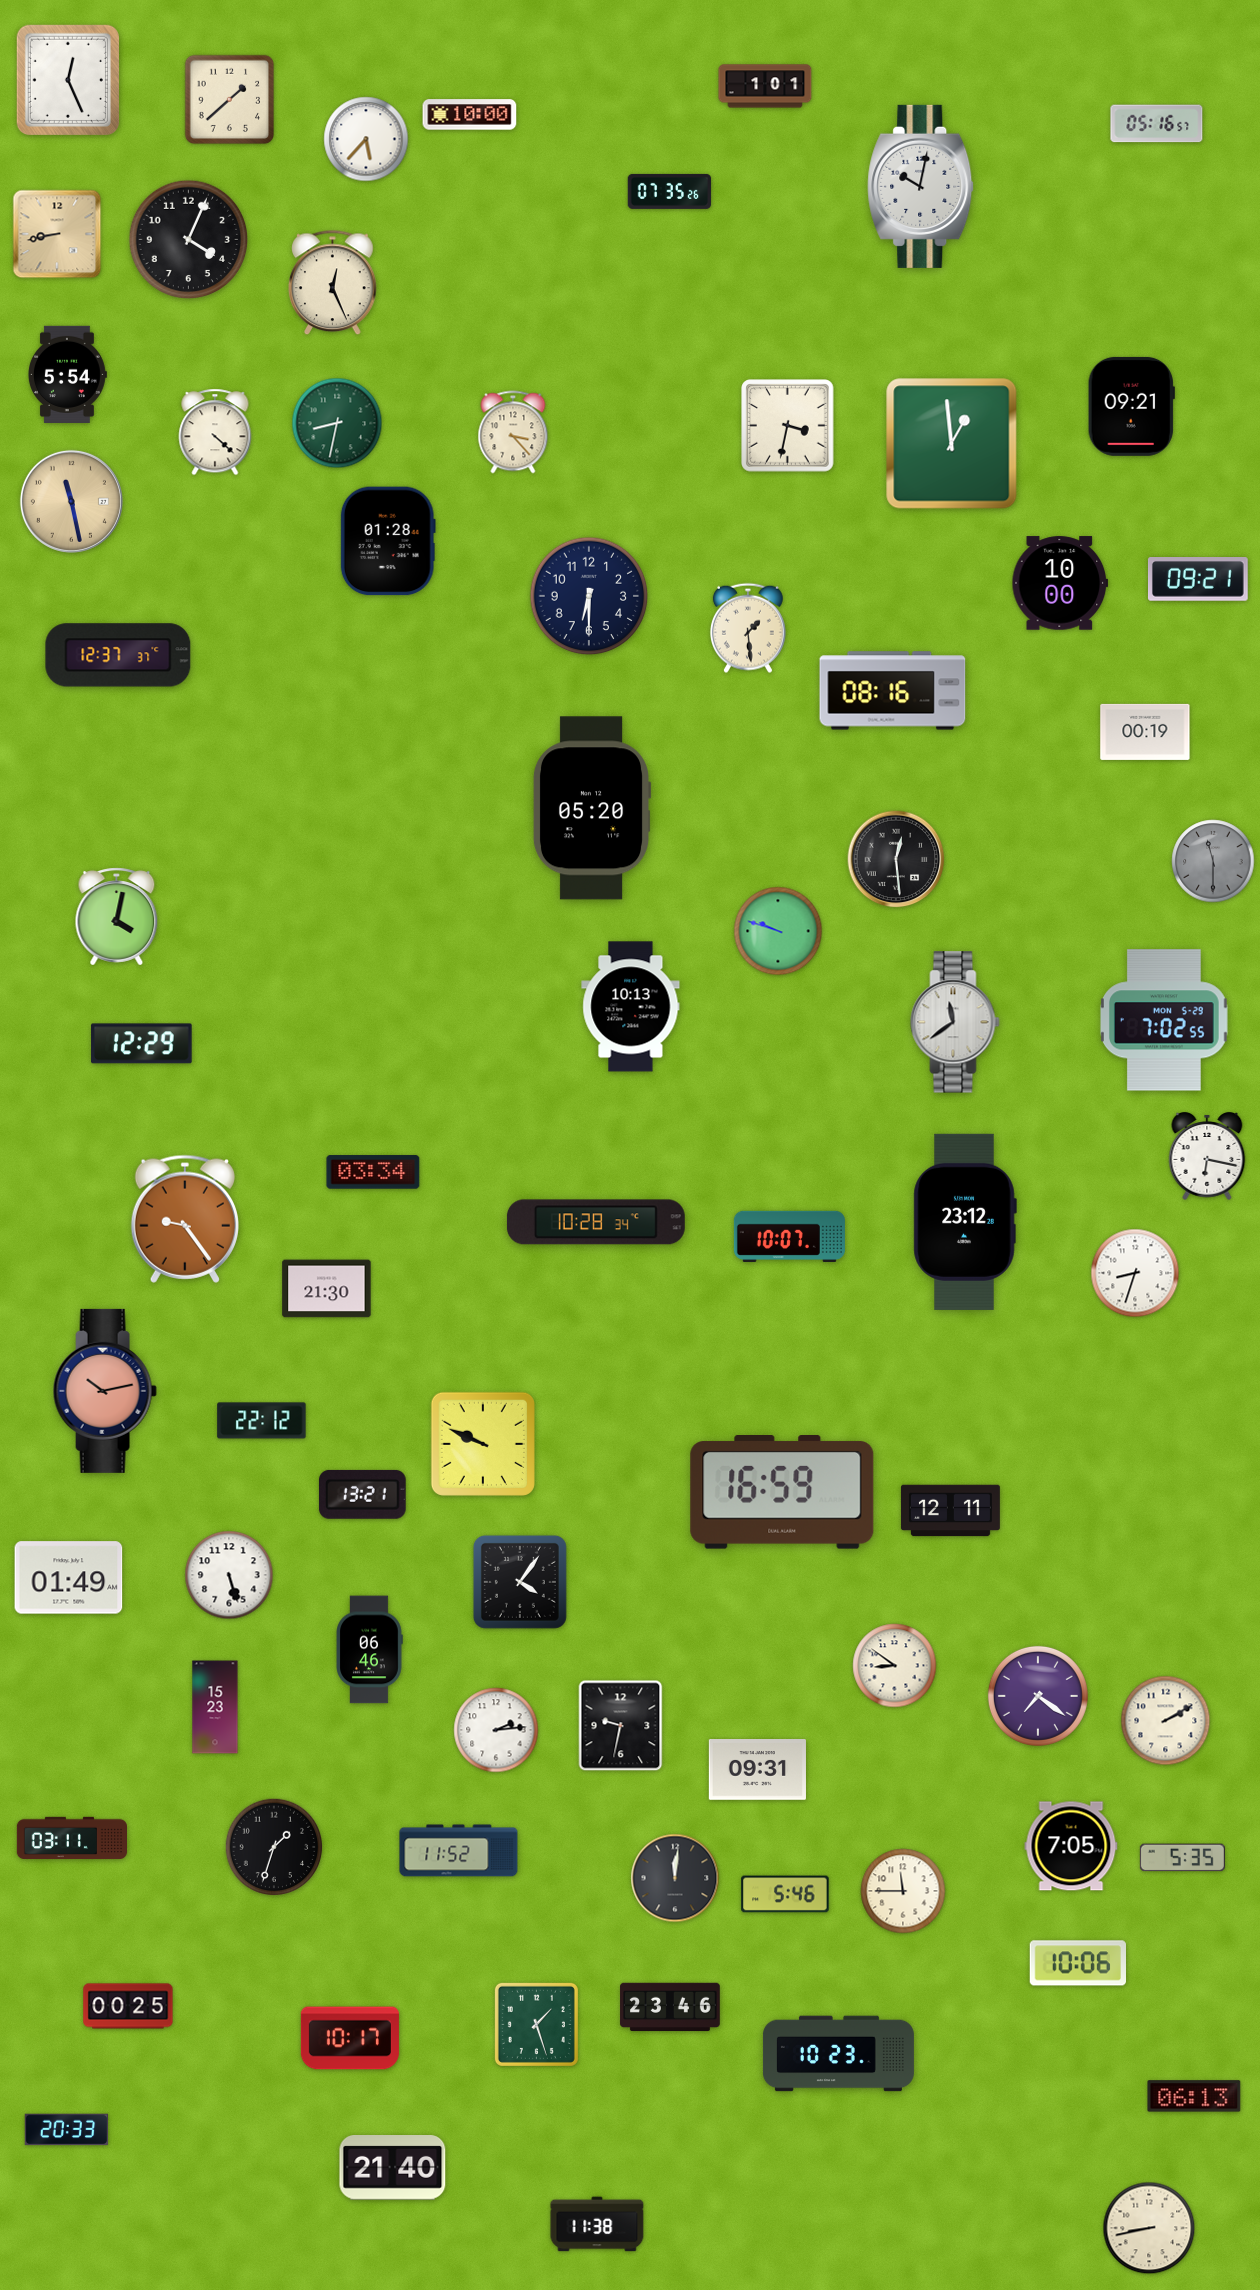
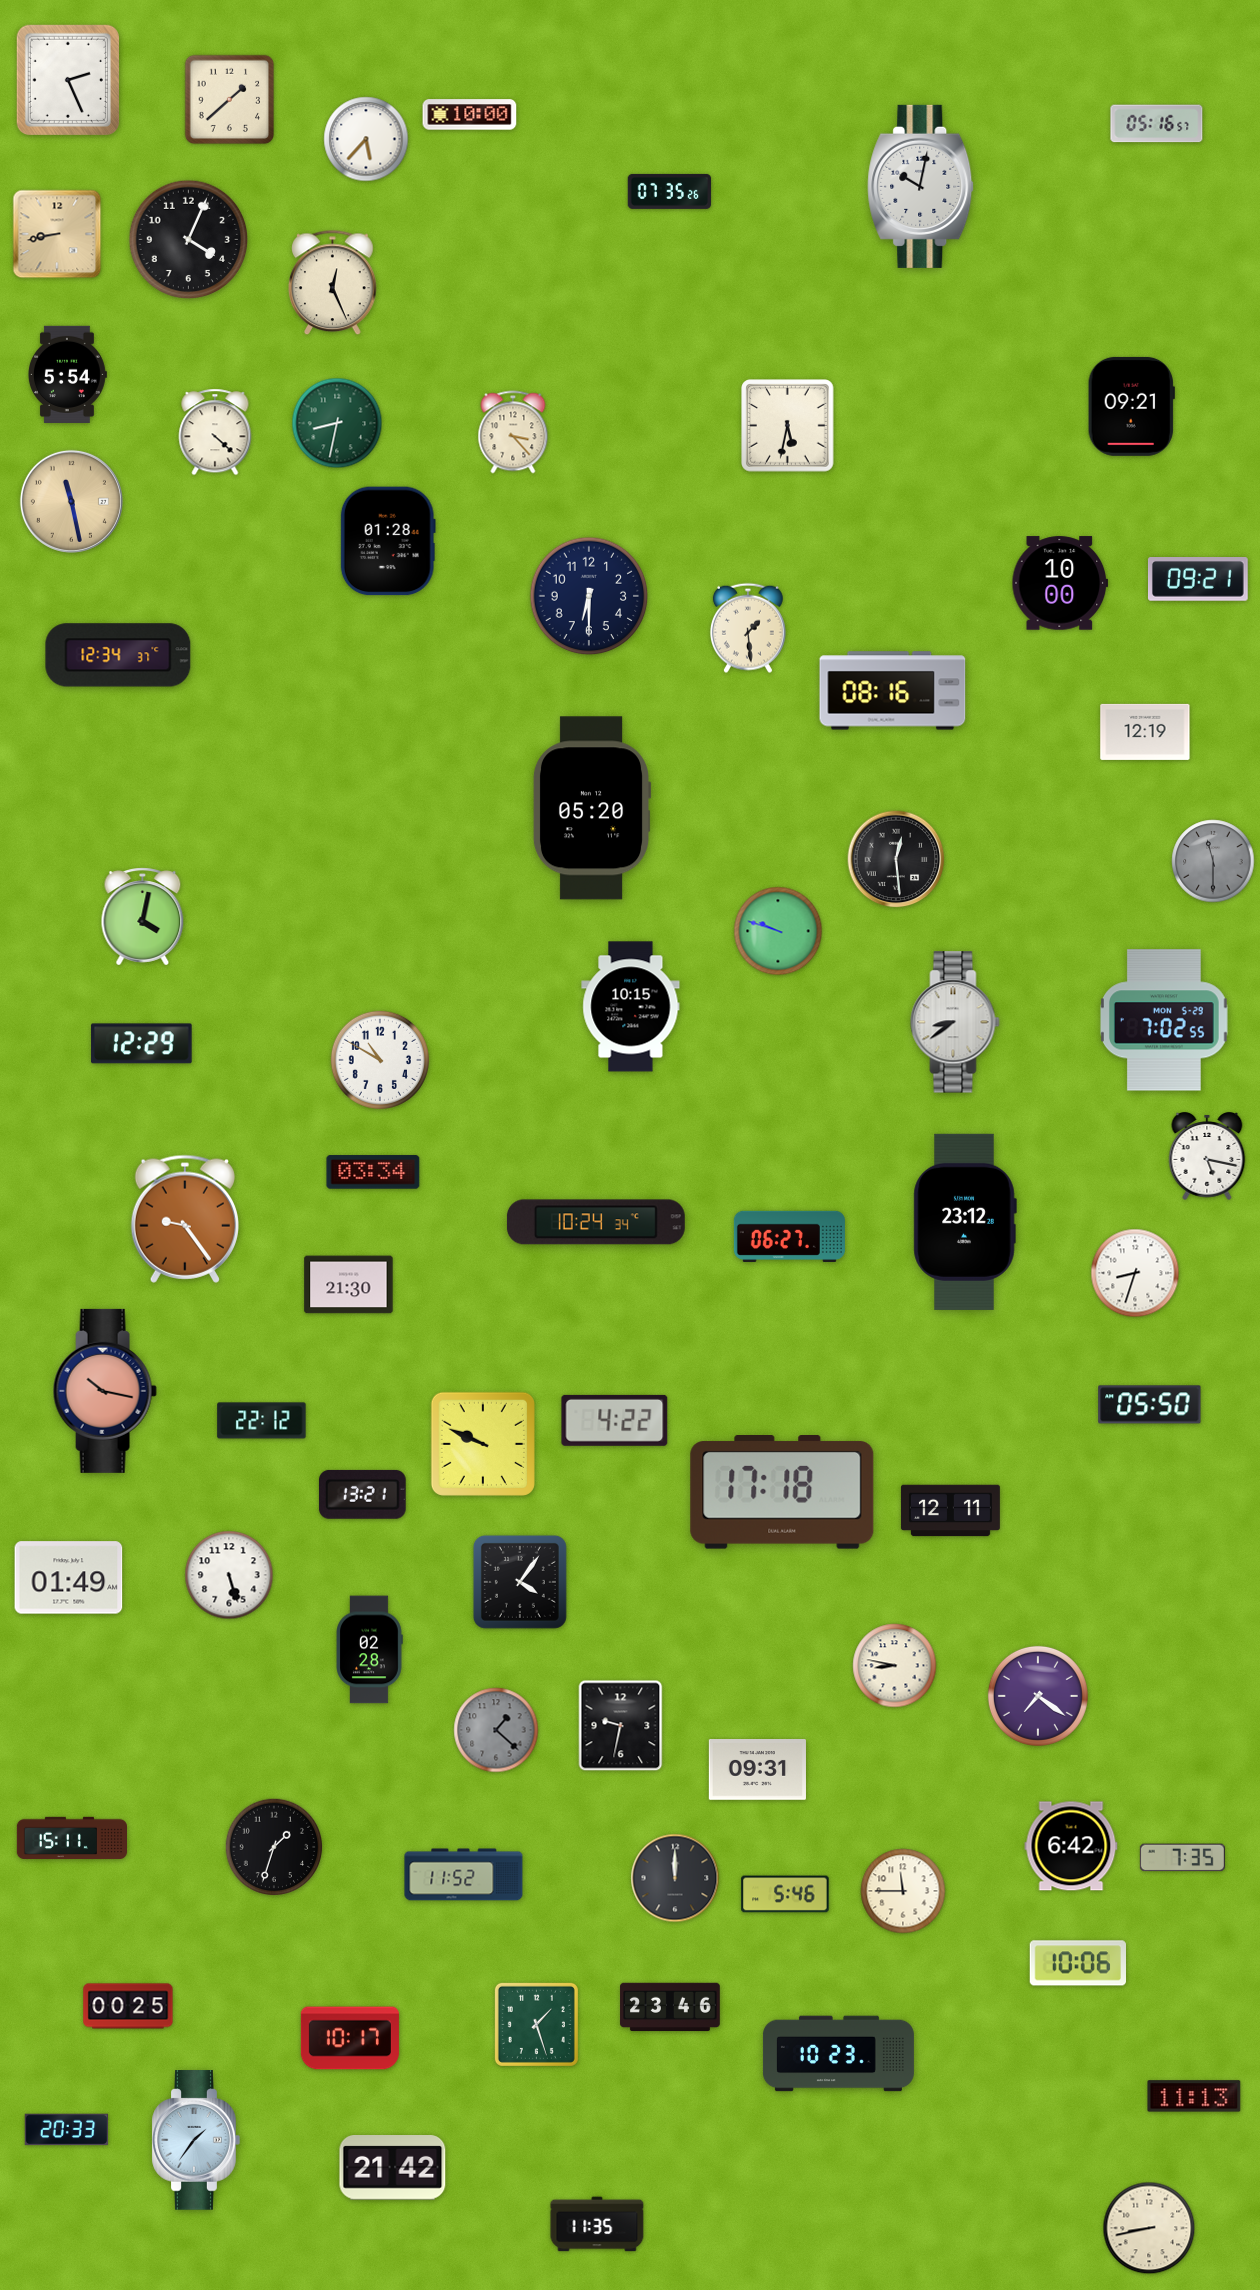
clock at (67, 79): 12:26 -> 2:26
clock at (765, 86): 1:01 -> none
clock at (788, 426): 3:32 -> 5:32
clock at (952, 444): 12:59 -> none
clock at (118, 655): 12:37 -> 12:34
clock at (1145, 732): 00:19 -> 12:19
clock at (117, 917) position: (117, 917) -> (143, 917)
clock at (631, 1007): 10:13 -> 10:15
clock at (955, 1022): 11:39 -> 8:39
clock at (380, 1060): none -> 10:50
clock at (1207, 1157): 6:17 -> 5:17
clock at (596, 1222): 10:28 -> 10:24
clock at (789, 1236): 10:07 -> 06:27
clock at (327, 1289) position: (327, 1289) -> (349, 1285)
clock at (105, 1391): 10:13 -> 10:17
clock at (1150, 1405): none -> 05:50
clock at (615, 1420): none -> 4:22
clock at (782, 1493): 16:59 -> 17:18
clock at (369, 1650): 06:46 -> 02:28
clock at (895, 1666): 8:51 -> 8:47
clock at (215, 1707): 15:23 -> none
clock at (1166, 1721): 2:10 -> none
clock at (496, 1730): 2:14 -> 1:22
clock at (496, 1730) dial: white -> grey
clock at (71, 1838): 03:11 -> 15:11
clock at (1071, 1846): 7:05 -> 6:42
clock at (459, 1851) position: (459, 1851) -> (464, 1875)
clock at (1182, 1858): 5:35 -> 7:35
clock at (675, 1878): 12:01 -> 12:00
clock at (1194, 2096): 06:13 -> 11:13
clock at (196, 2140): none -> 1:36
clock at (393, 2168): 21:40 -> 21:42
clock at (597, 2224): 11:38 -> 11:35
